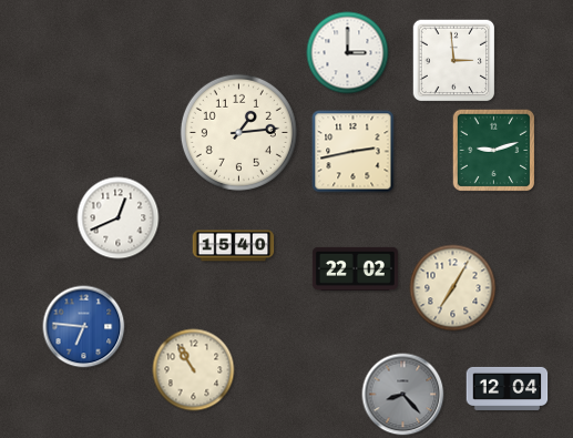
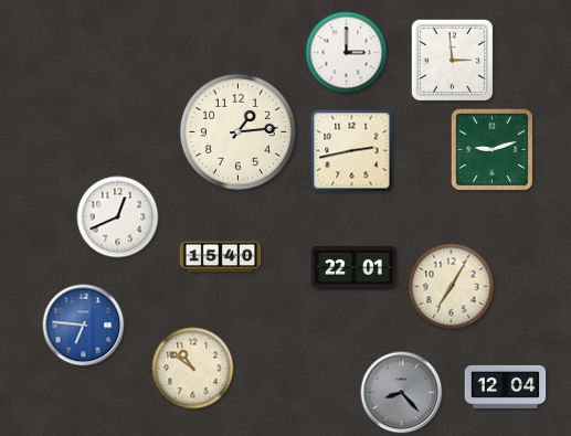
clock at (234, 246) position: (234, 246) -> (221, 257)
clock at (355, 268): 22:02 -> 22:01
clock at (194, 370): 10:55 -> 10:51
